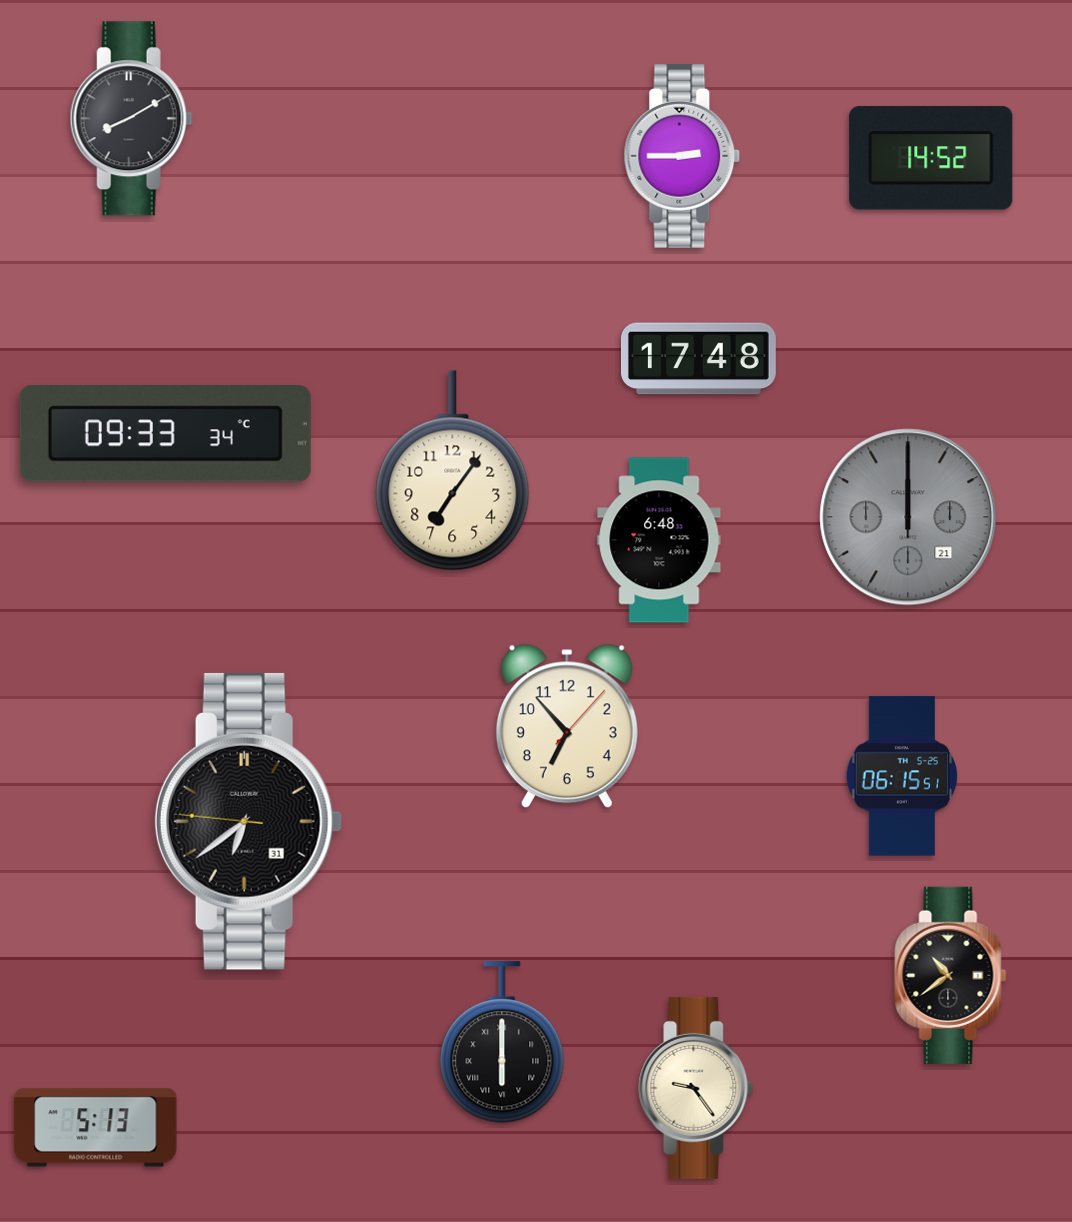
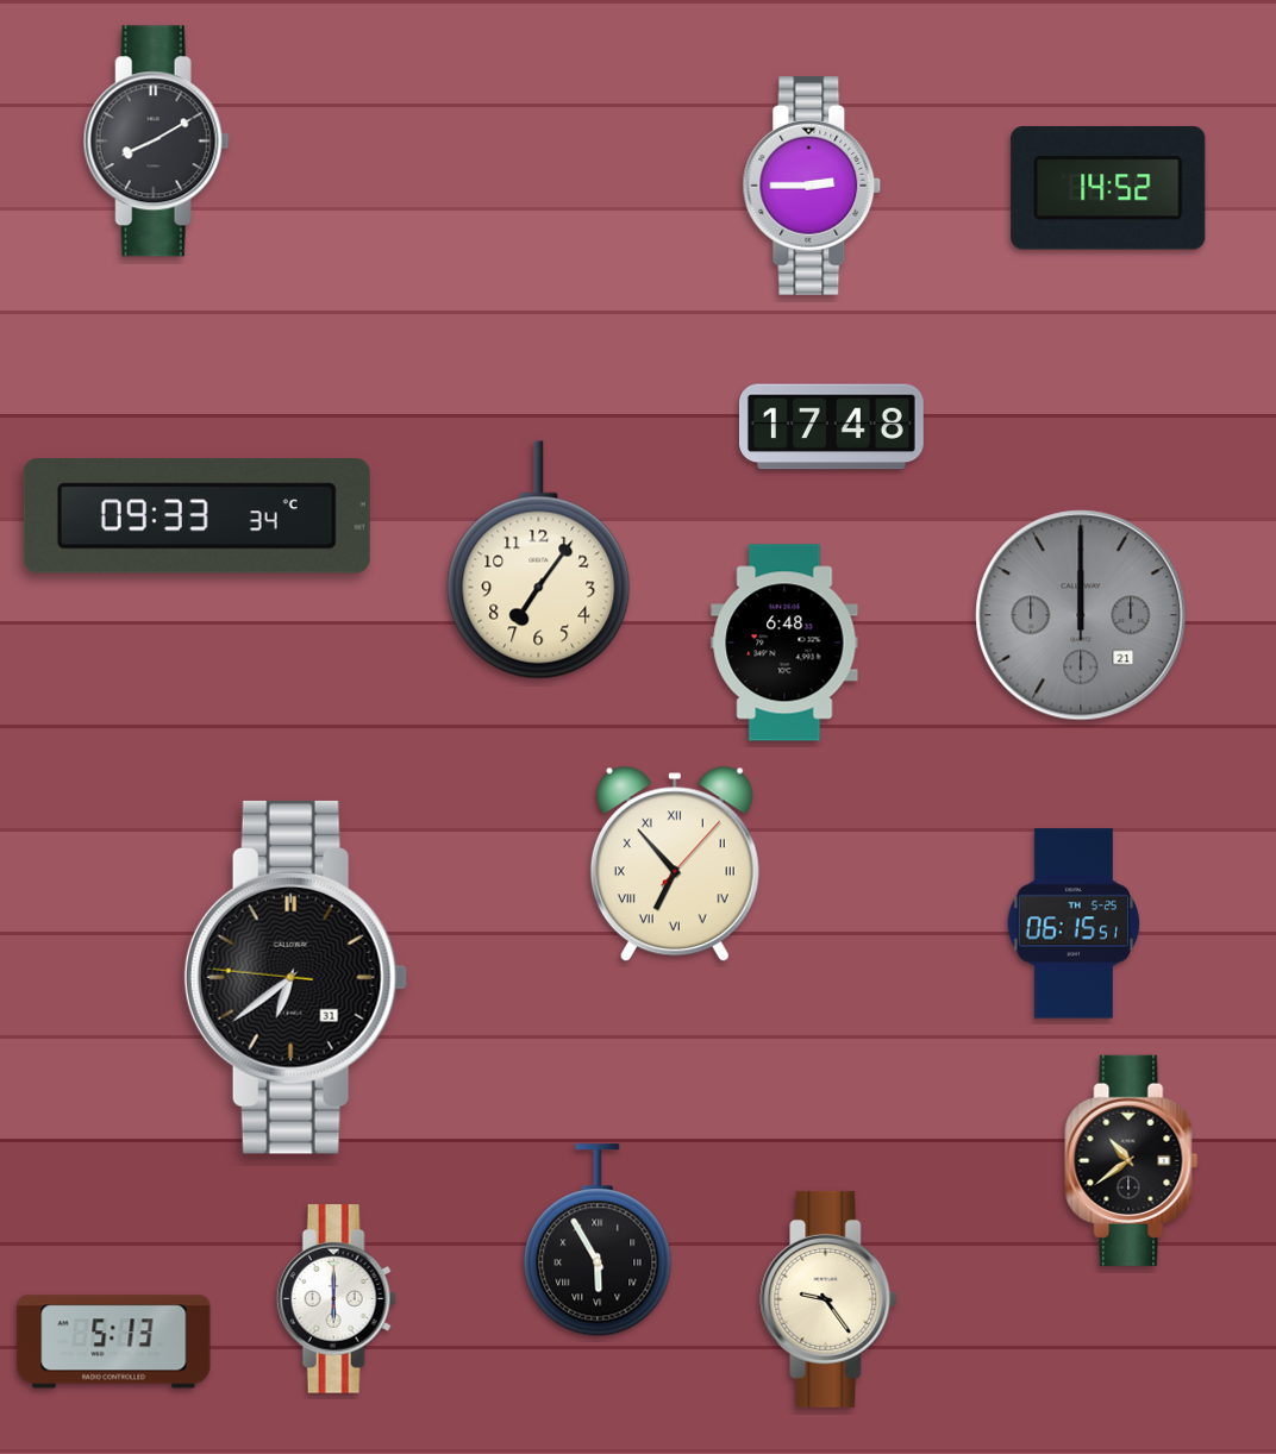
clock at (567, 726) numerals: Arabic -> Roman
clock at (502, 1042): 6:00 -> 5:55
clock at (696, 1088) position: (696, 1088) -> (828, 1299)
clock at (336, 1299): none -> 6:00
